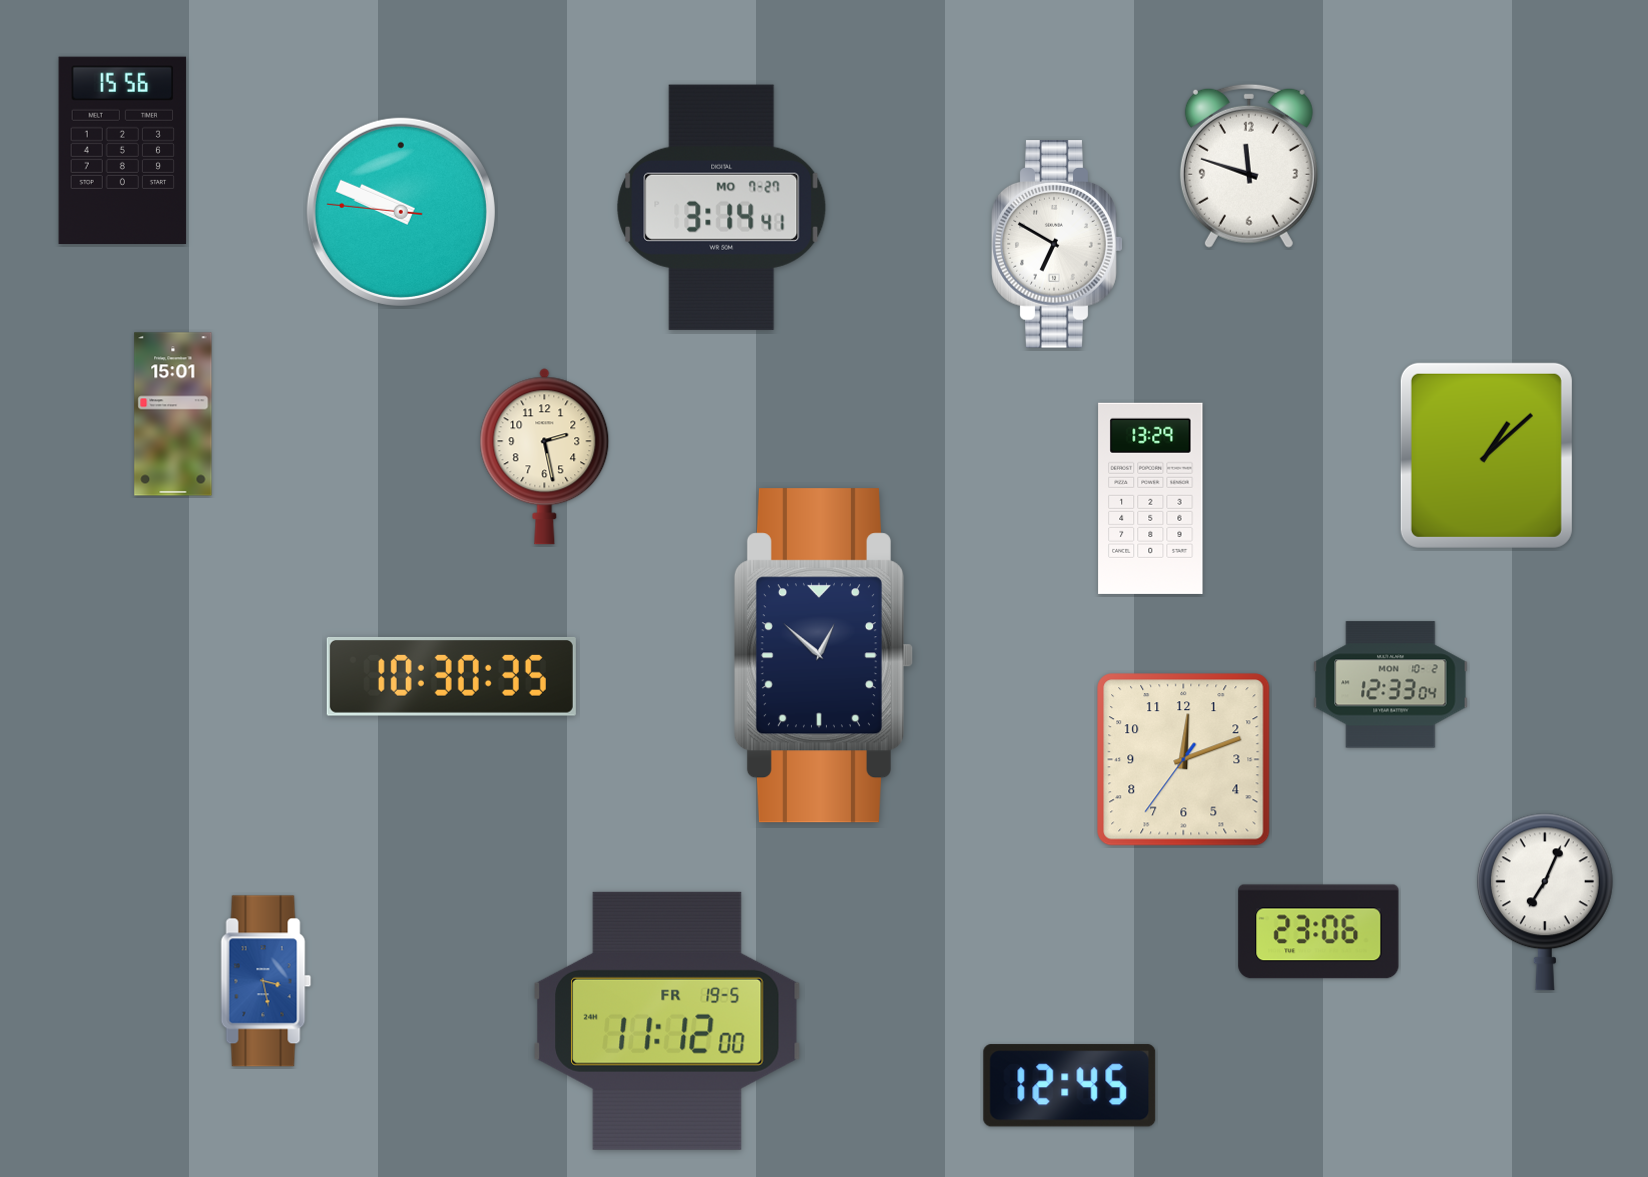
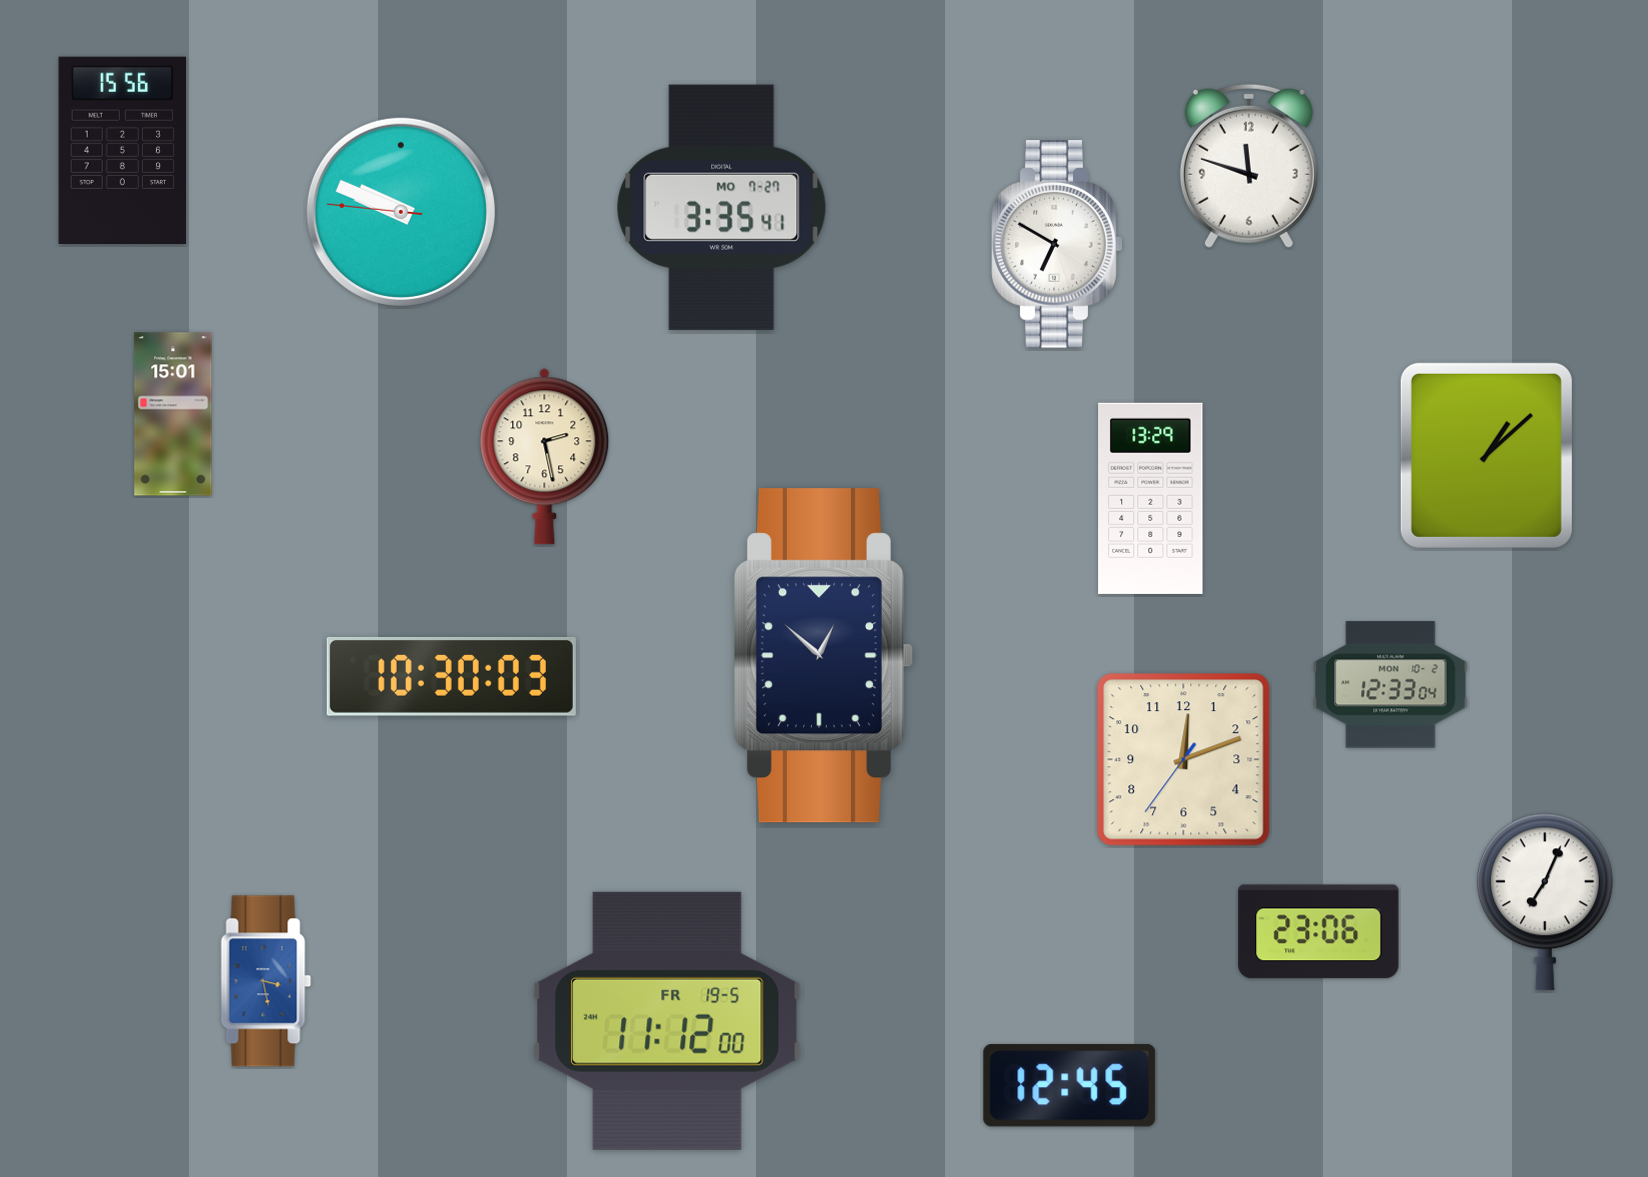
clock at (722, 207): 3:14 -> 3:35
clock at (451, 676): 10:30:35 -> 10:30:03
